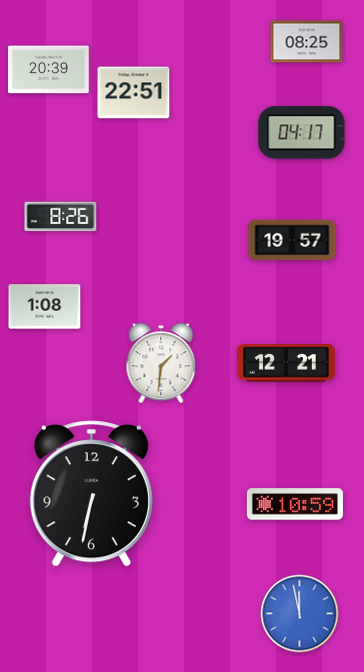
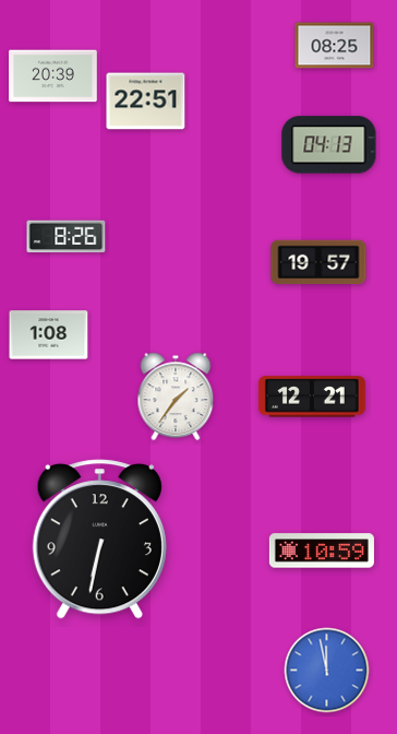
clock at (302, 133): 04:17 -> 04:13
clock at (161, 363): 1:31 -> 1:36
